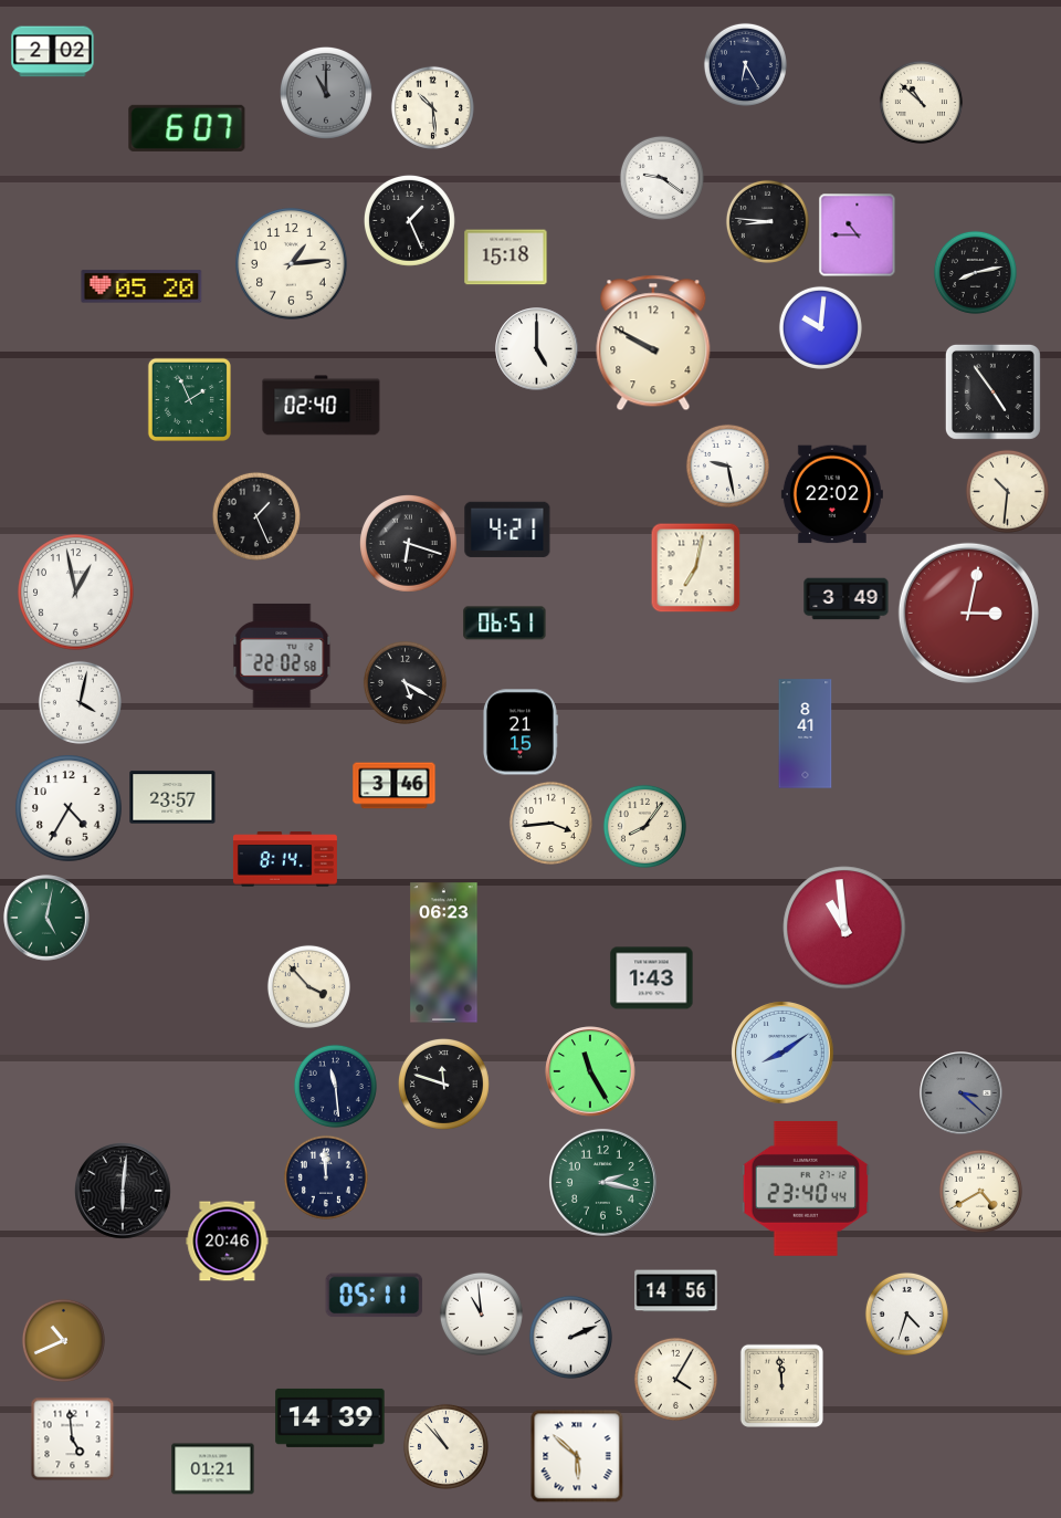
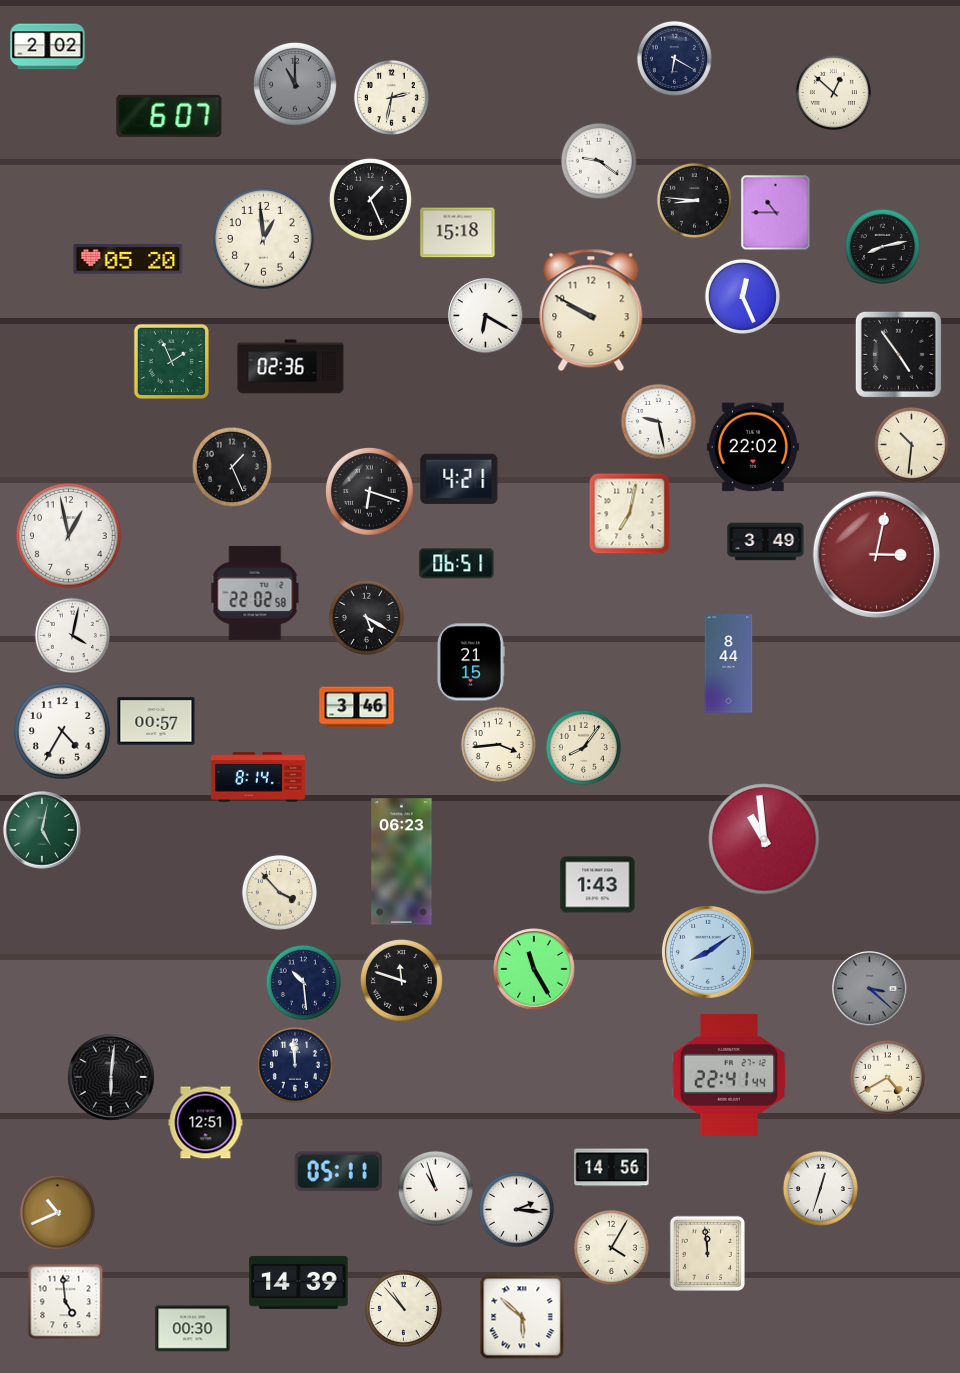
clock at (745, 64): 6:25 -> 6:20
clock at (921, 102): 10:52 -> 12:52
clock at (432, 107): 10:29 -> 2:32
clock at (292, 264): 1:14 -> 12:59
clock at (820, 327): 10:01 -> 12:26
clock at (537, 349): 5:00 -> 6:20
clock at (322, 406): 02:40 -> 02:36
clock at (806, 734): 8:41 -> 8:44
clock at (395, 786) position: (395, 786) -> (357, 708)
clock at (172, 797): 23:57 -> 00:57
clock at (652, 978) position: (652, 978) -> (598, 885)
clock at (335, 1086): 11:29 -> 10:29
clock at (602, 1182): 2:17 -> none
clock at (806, 1189): 23:40 -> 22:41
clock at (228, 1242): 20:46 -> 12:51
clock at (481, 1313): 10:59 -> 10:57
clock at (906, 1313): 4:33 -> 12:33
clock at (570, 1337): 2:11 -> 2:16
clock at (213, 1469): 01:21 -> 00:30
